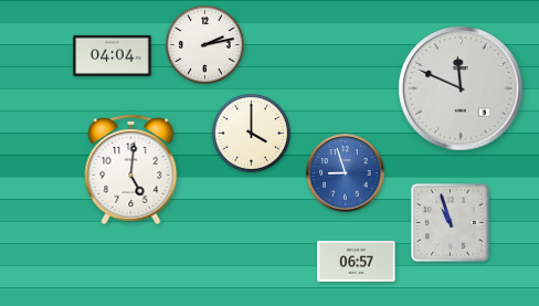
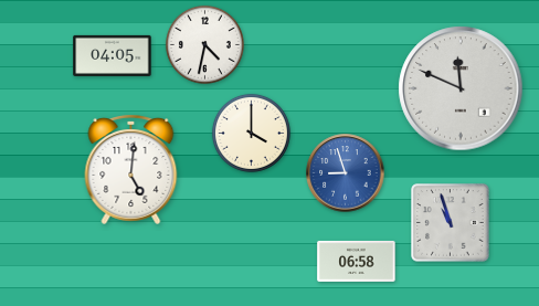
clock at (204, 44): 2:13 -> 4:32
clock at (113, 55): 04:04 -> 04:05
clock at (357, 261): 06:57 -> 06:58
